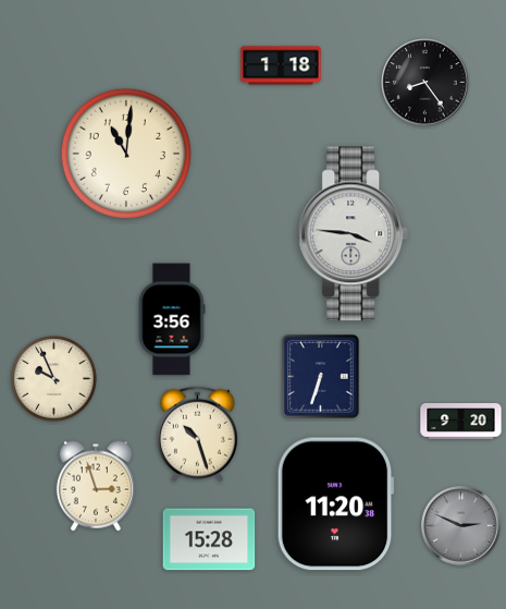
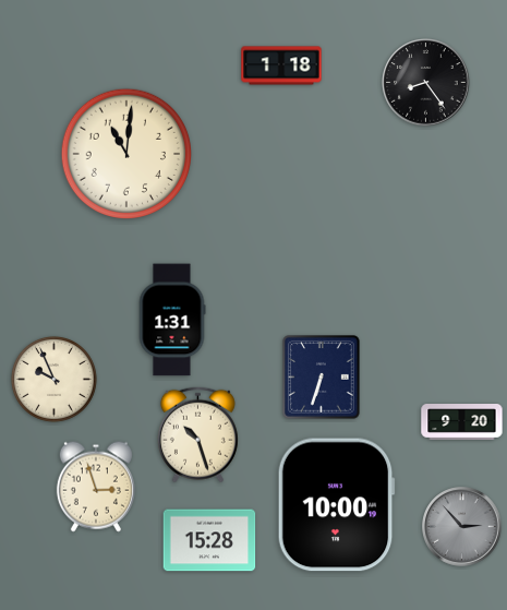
clock at (354, 234): 3:46 -> none
clock at (172, 319): 3:56 -> 1:31
clock at (335, 504): 11:20 -> 10:00
clock at (461, 526): 2:49 -> 2:53
